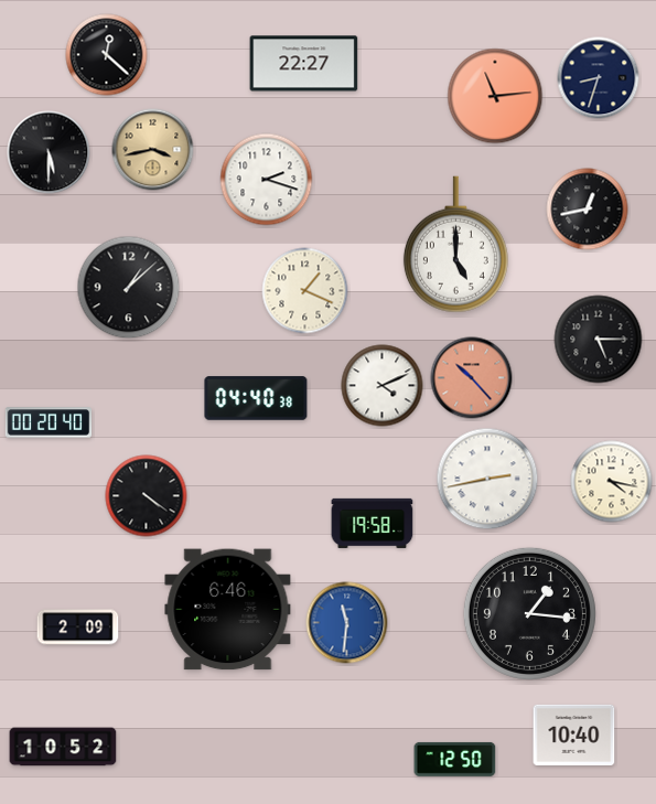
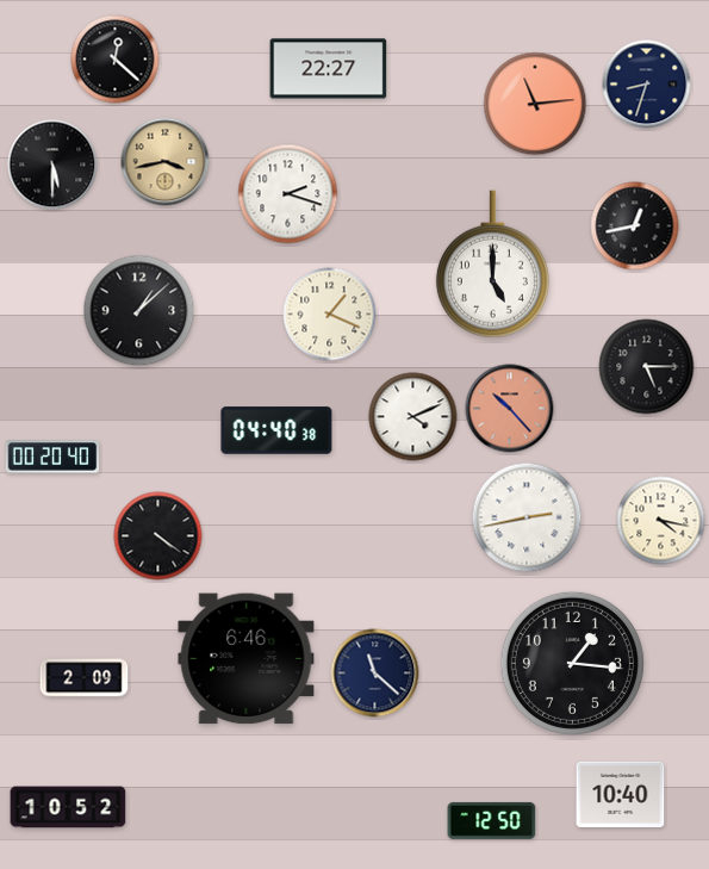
clock at (373, 523): 19:58 -> none
clock at (347, 623): 11:31 -> 11:22
clock at (347, 623) dial: blue -> navy
